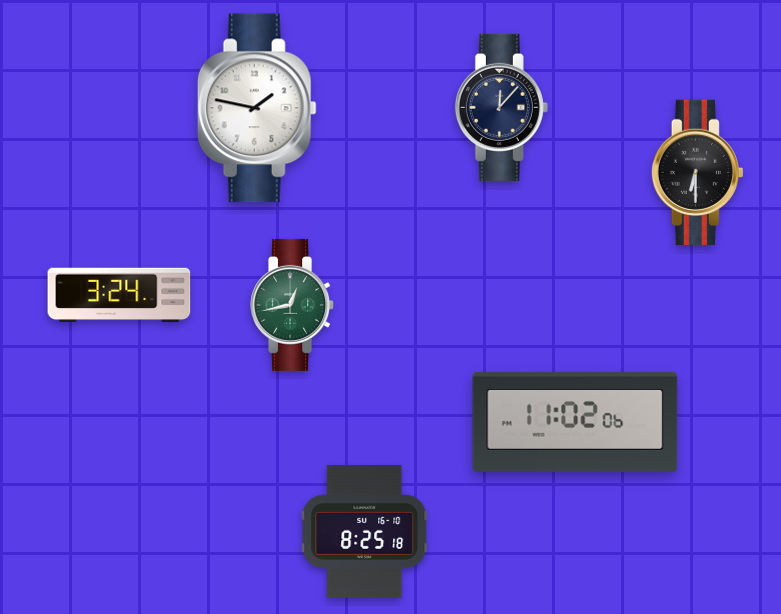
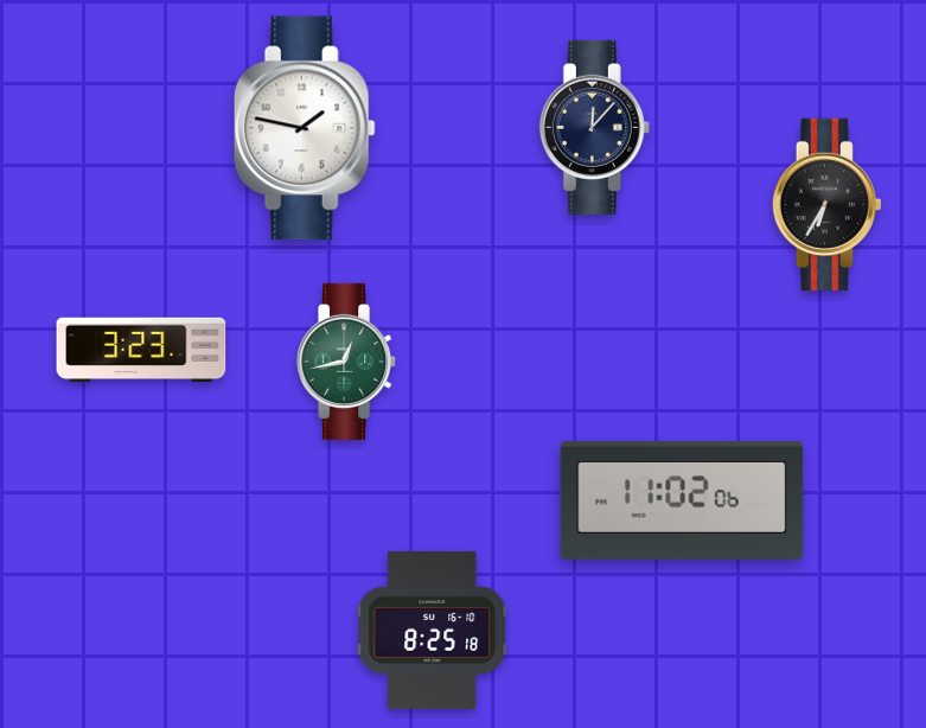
clock at (697, 172): 6:30 -> 6:35
clock at (119, 295): 3:24 -> 3:23
